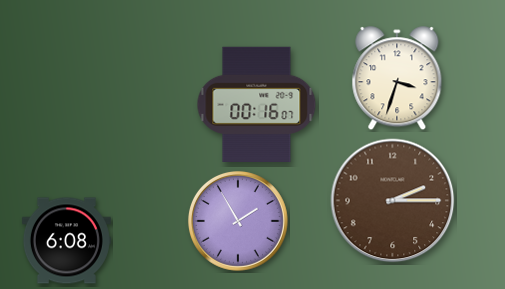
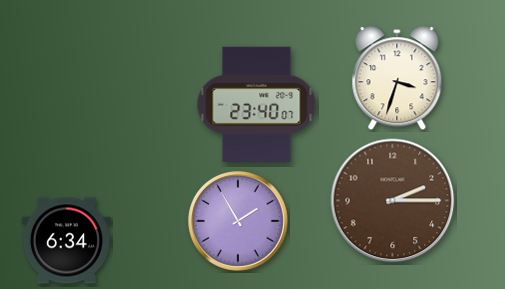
clock at (257, 104): 00:16 -> 23:40
clock at (66, 241): 6:08 -> 6:34
